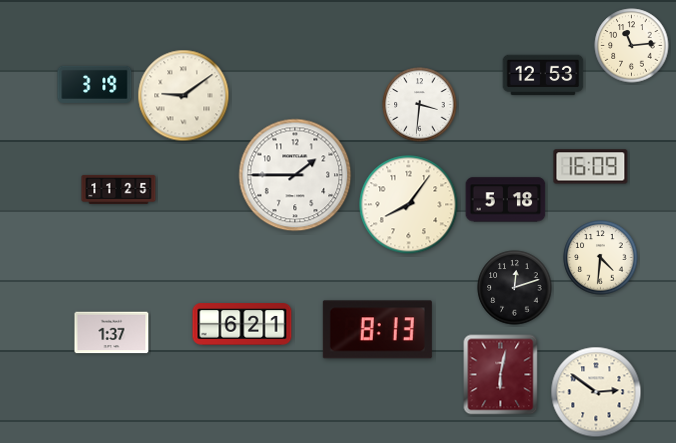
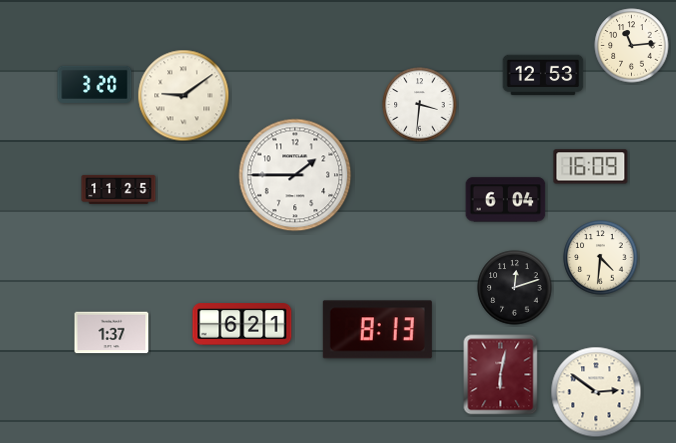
clock at (95, 84): 3:19 -> 3:20
clock at (506, 200): 5:18 -> 6:04
clock at (409, 205): 8:06 -> none
